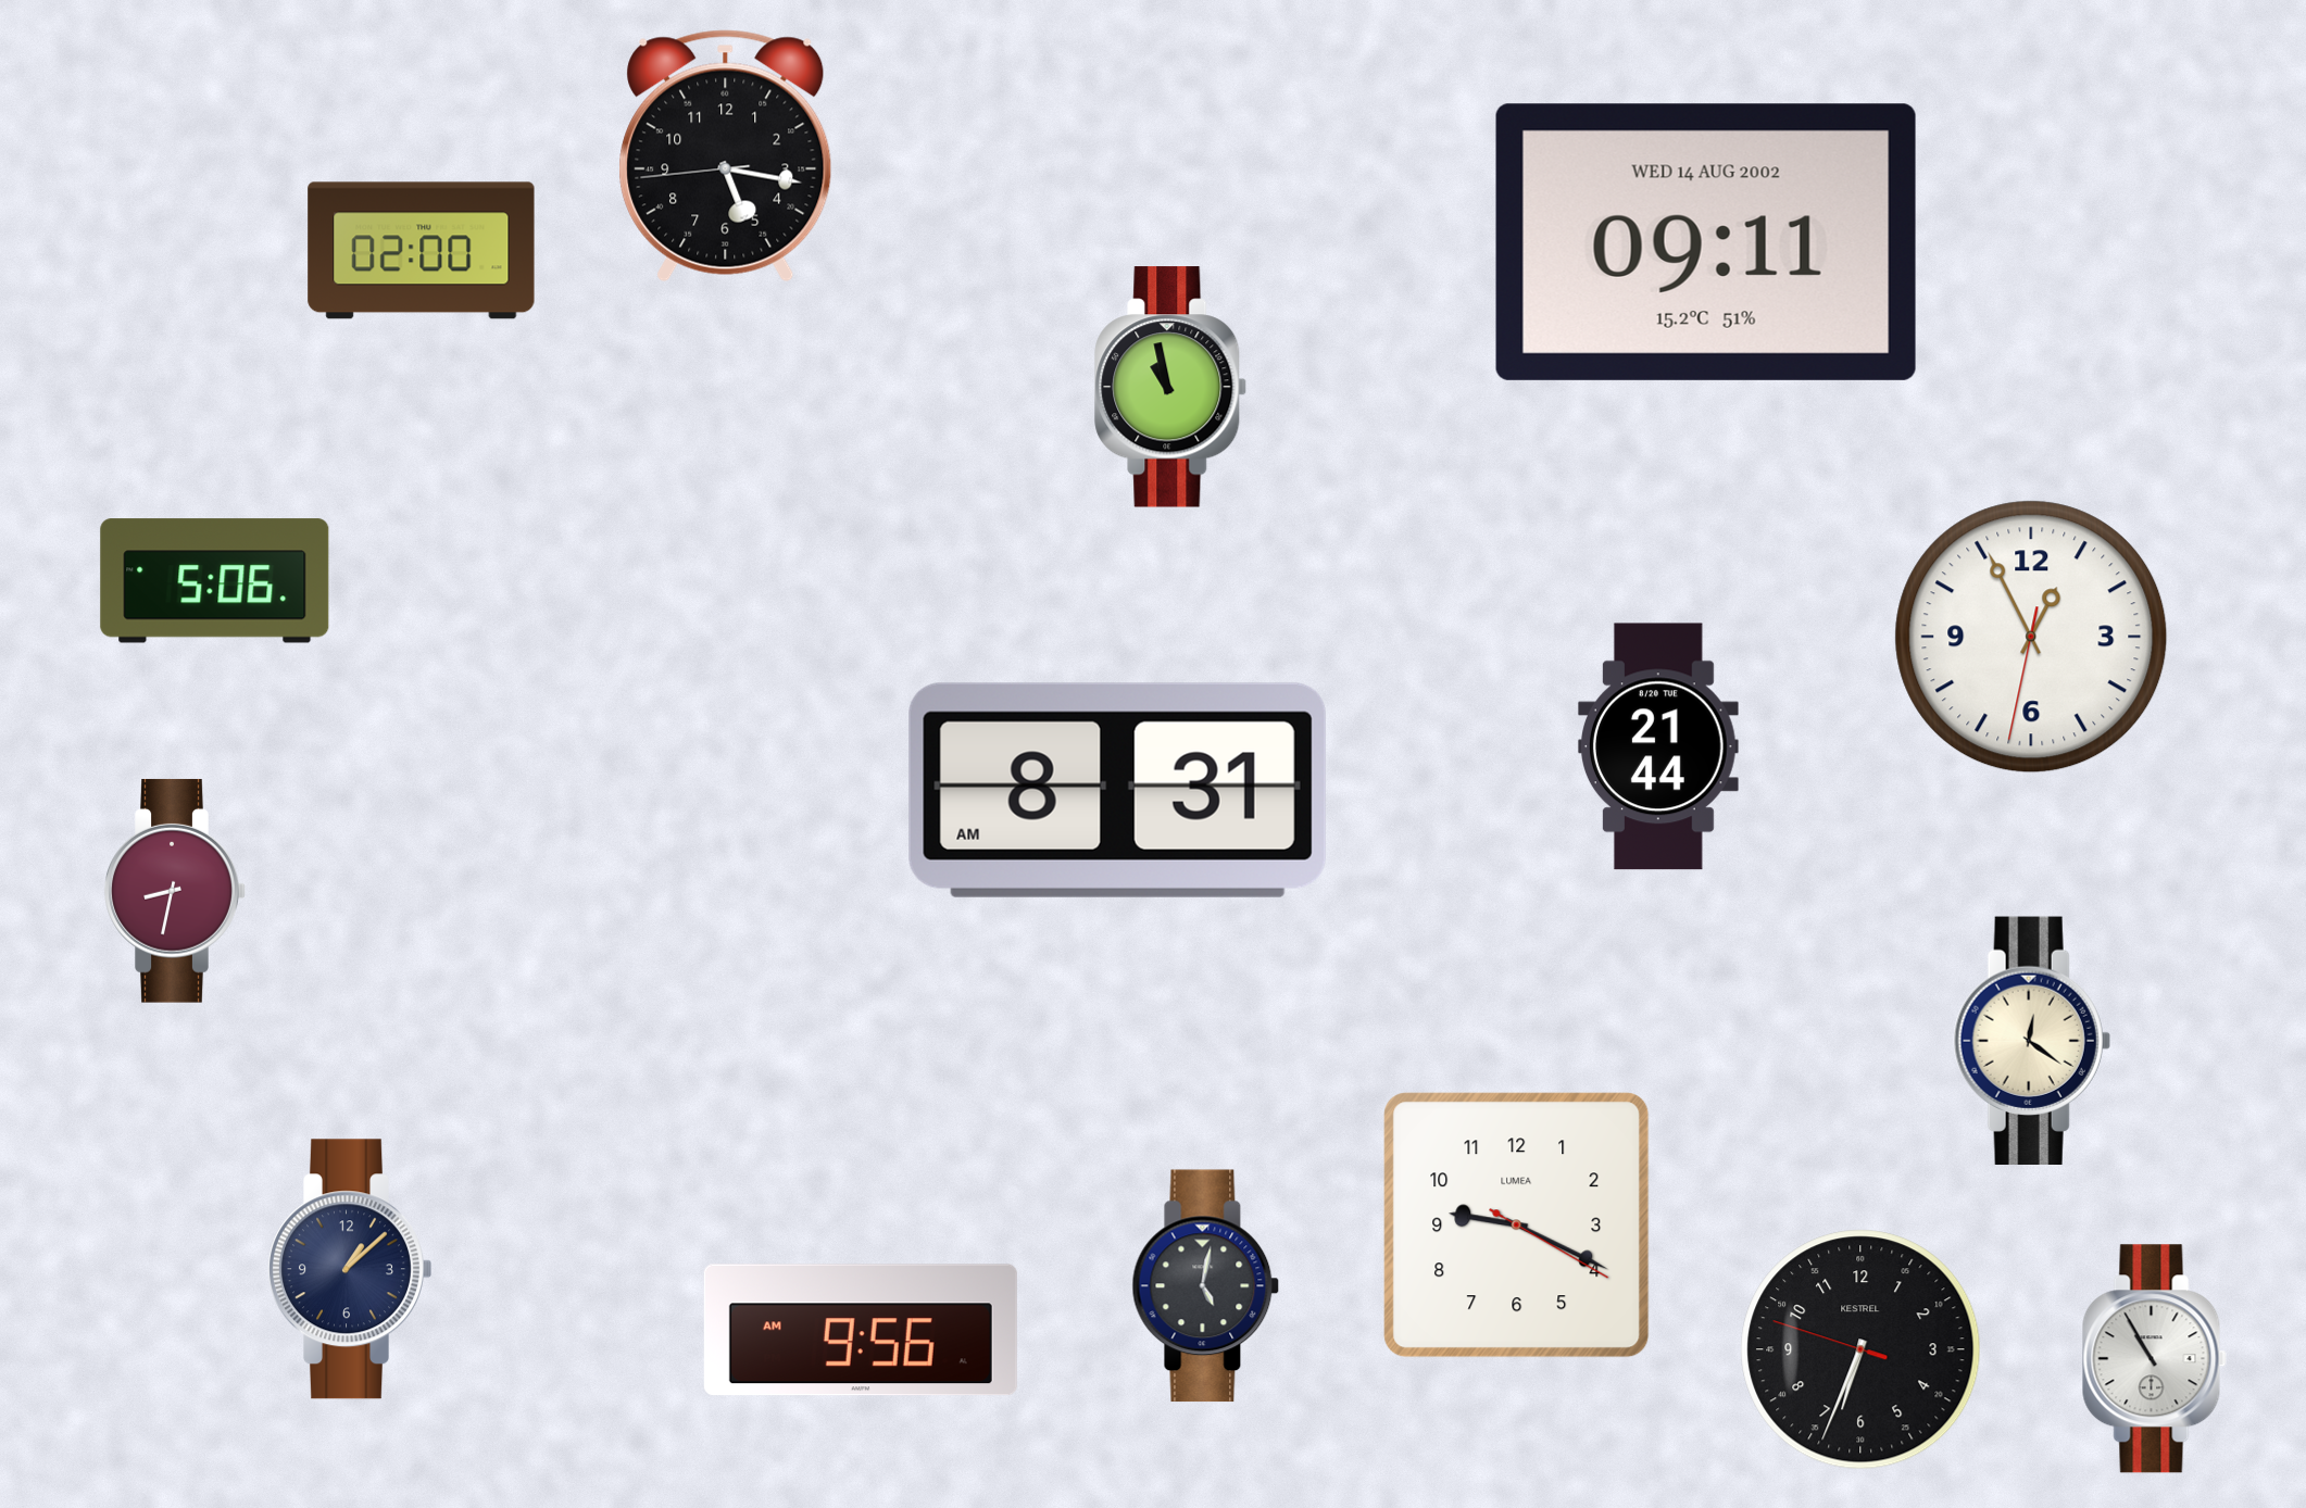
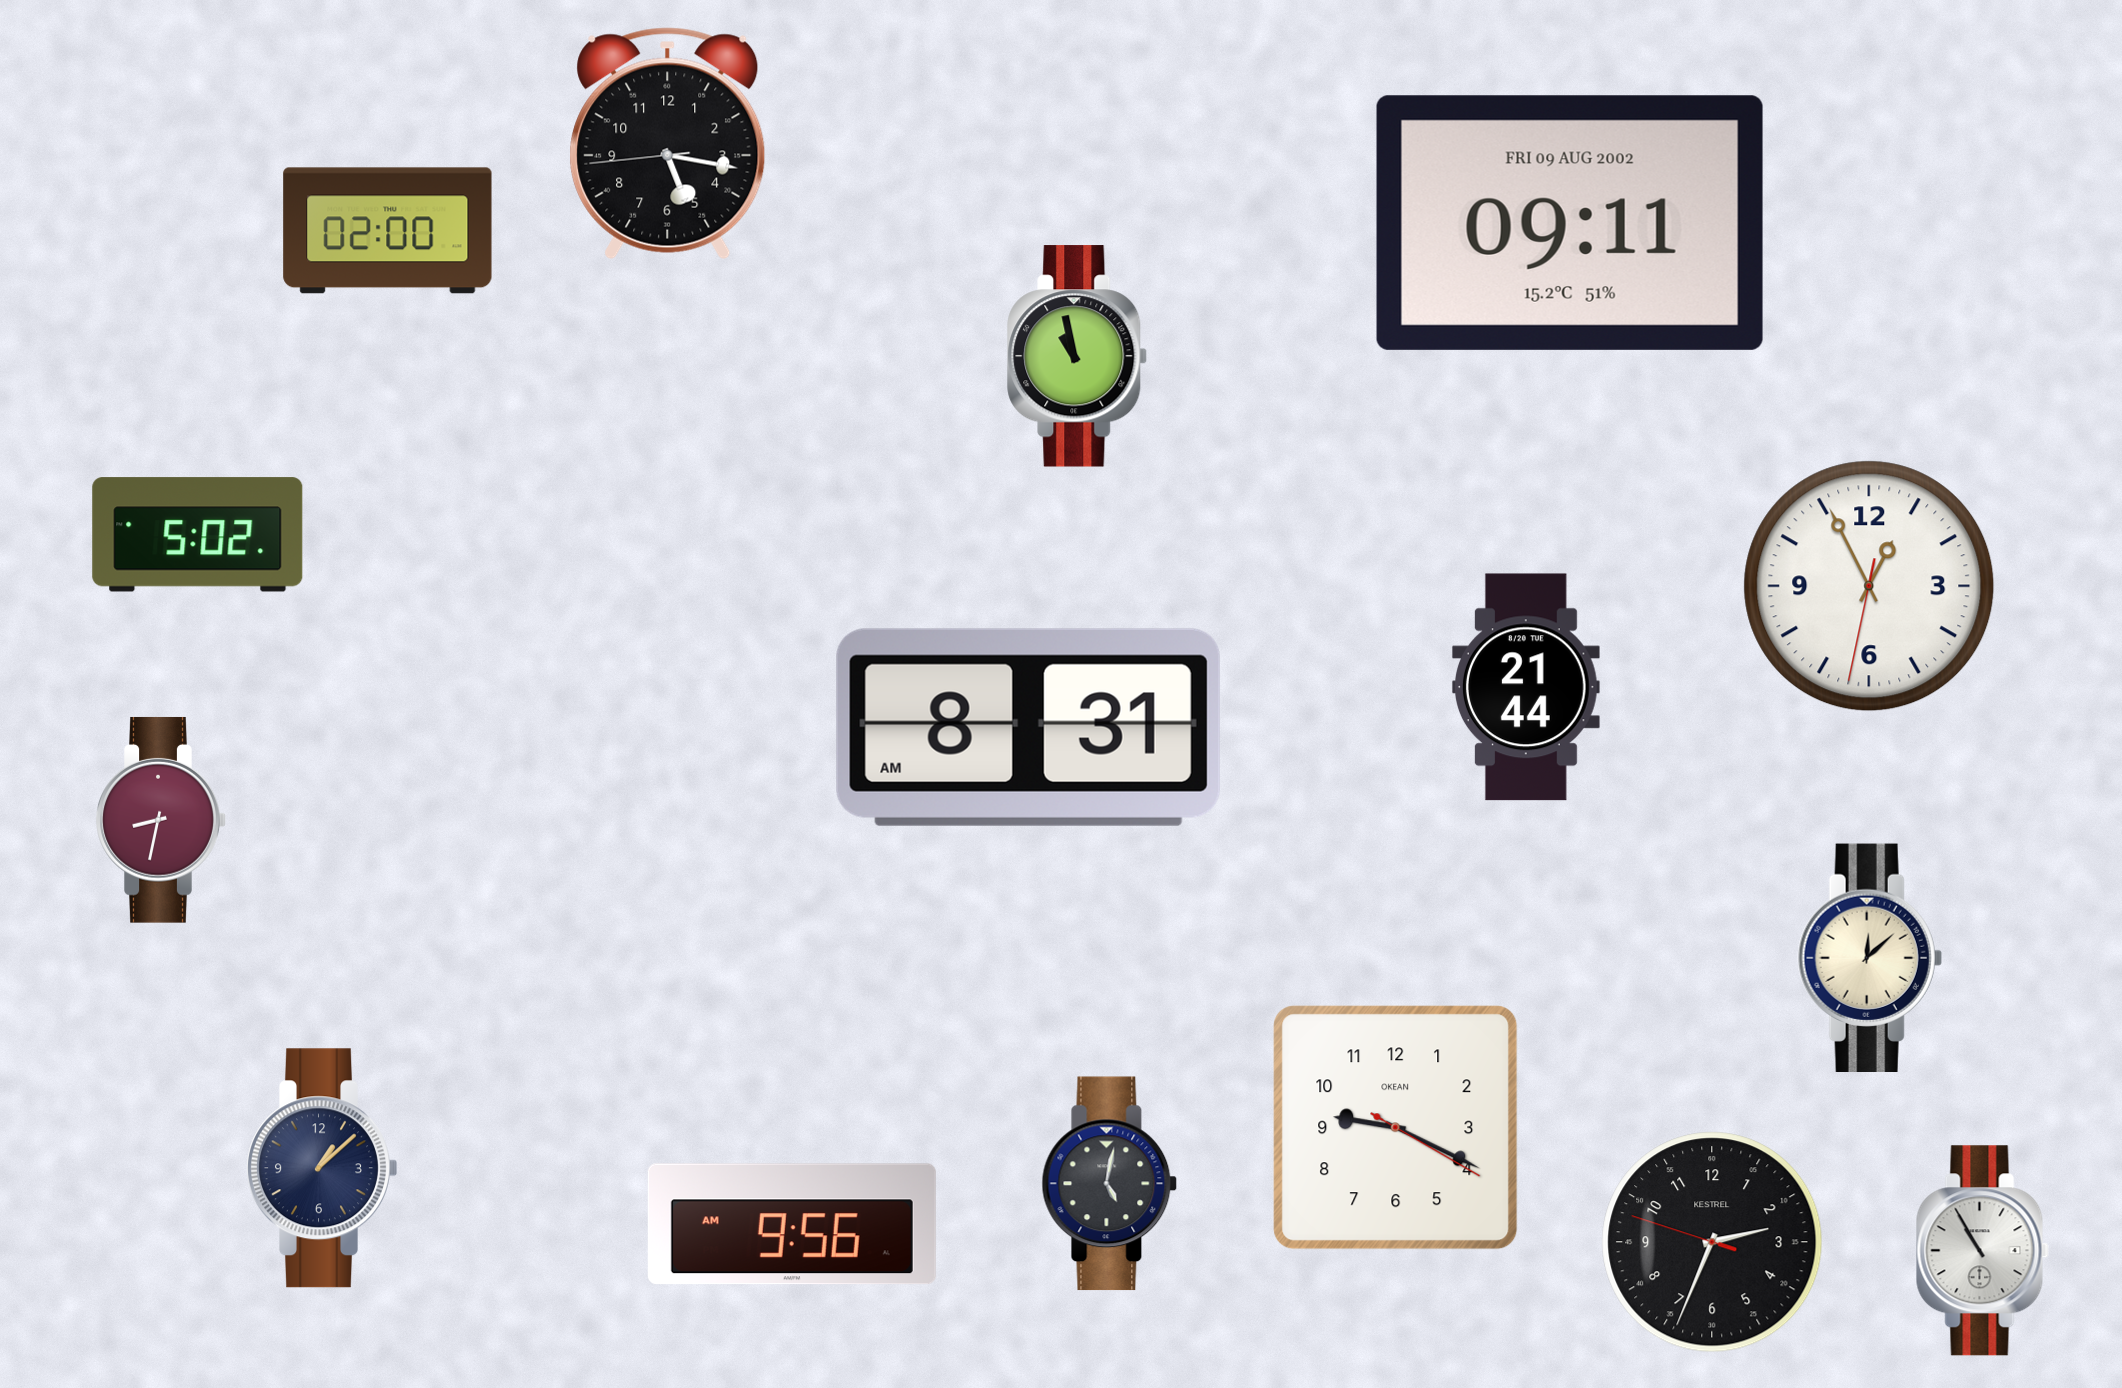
clock at (1706, 242) date: WED 14 AUG 2002 -> FRI 09 AUG 2002
clock at (215, 581): 5:06 -> 5:02
clock at (2032, 1040): 12:21 -> 12:08
clock at (1517, 1226) brand: LUMEA -> OKEAN
clock at (1860, 1349): 6:33 -> 2:33
